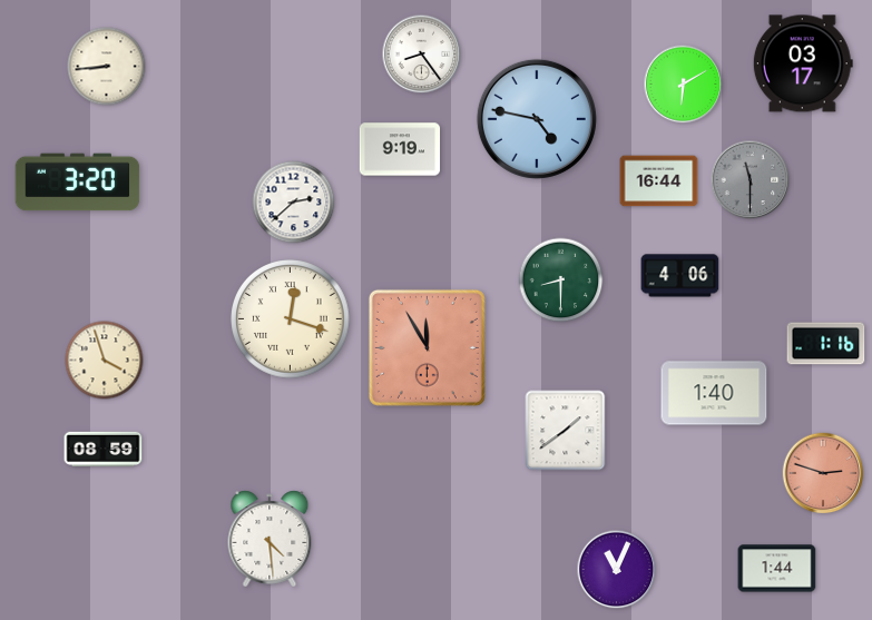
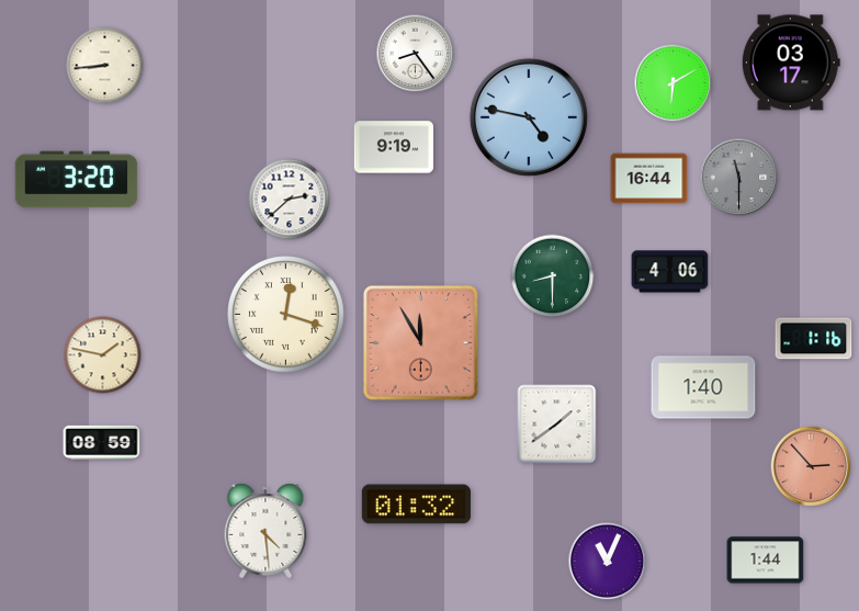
clock at (105, 361): 3:57 -> 1:47
clock at (823, 473): 2:48 -> 2:53
clock at (416, 505): none -> 01:32
